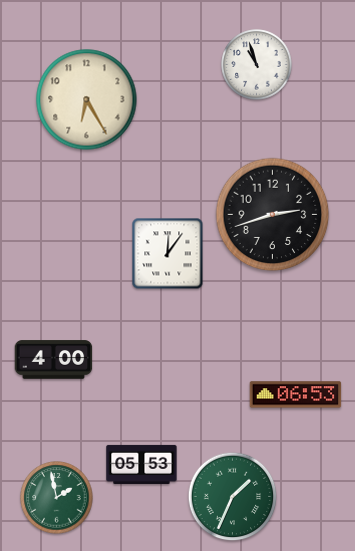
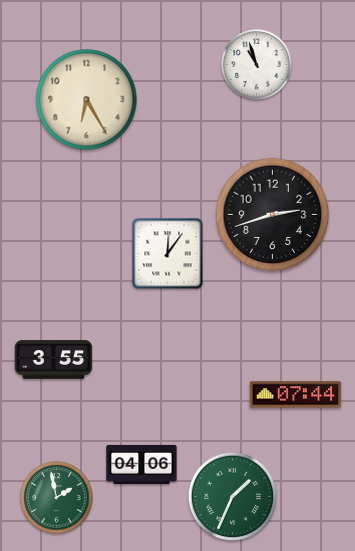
clock at (54, 360): 4:00 -> 3:55
clock at (296, 395): 06:53 -> 07:44
clock at (142, 464): 05:53 -> 04:06
